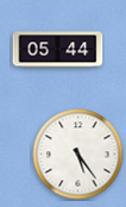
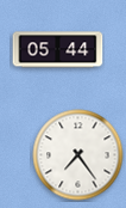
clock at (78, 155): 5:24 -> 7:24
